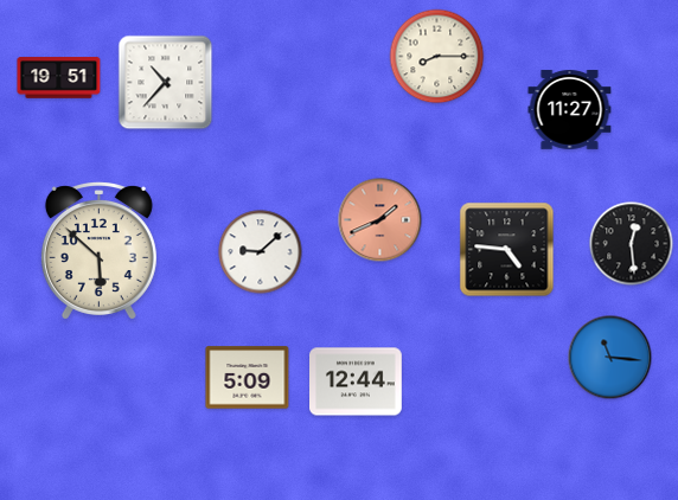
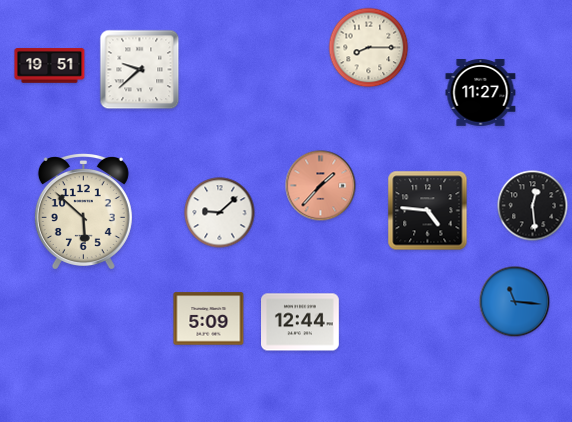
clock at (166, 83): 10:37 -> 9:38
clock at (380, 220): 1:41 -> 1:37
